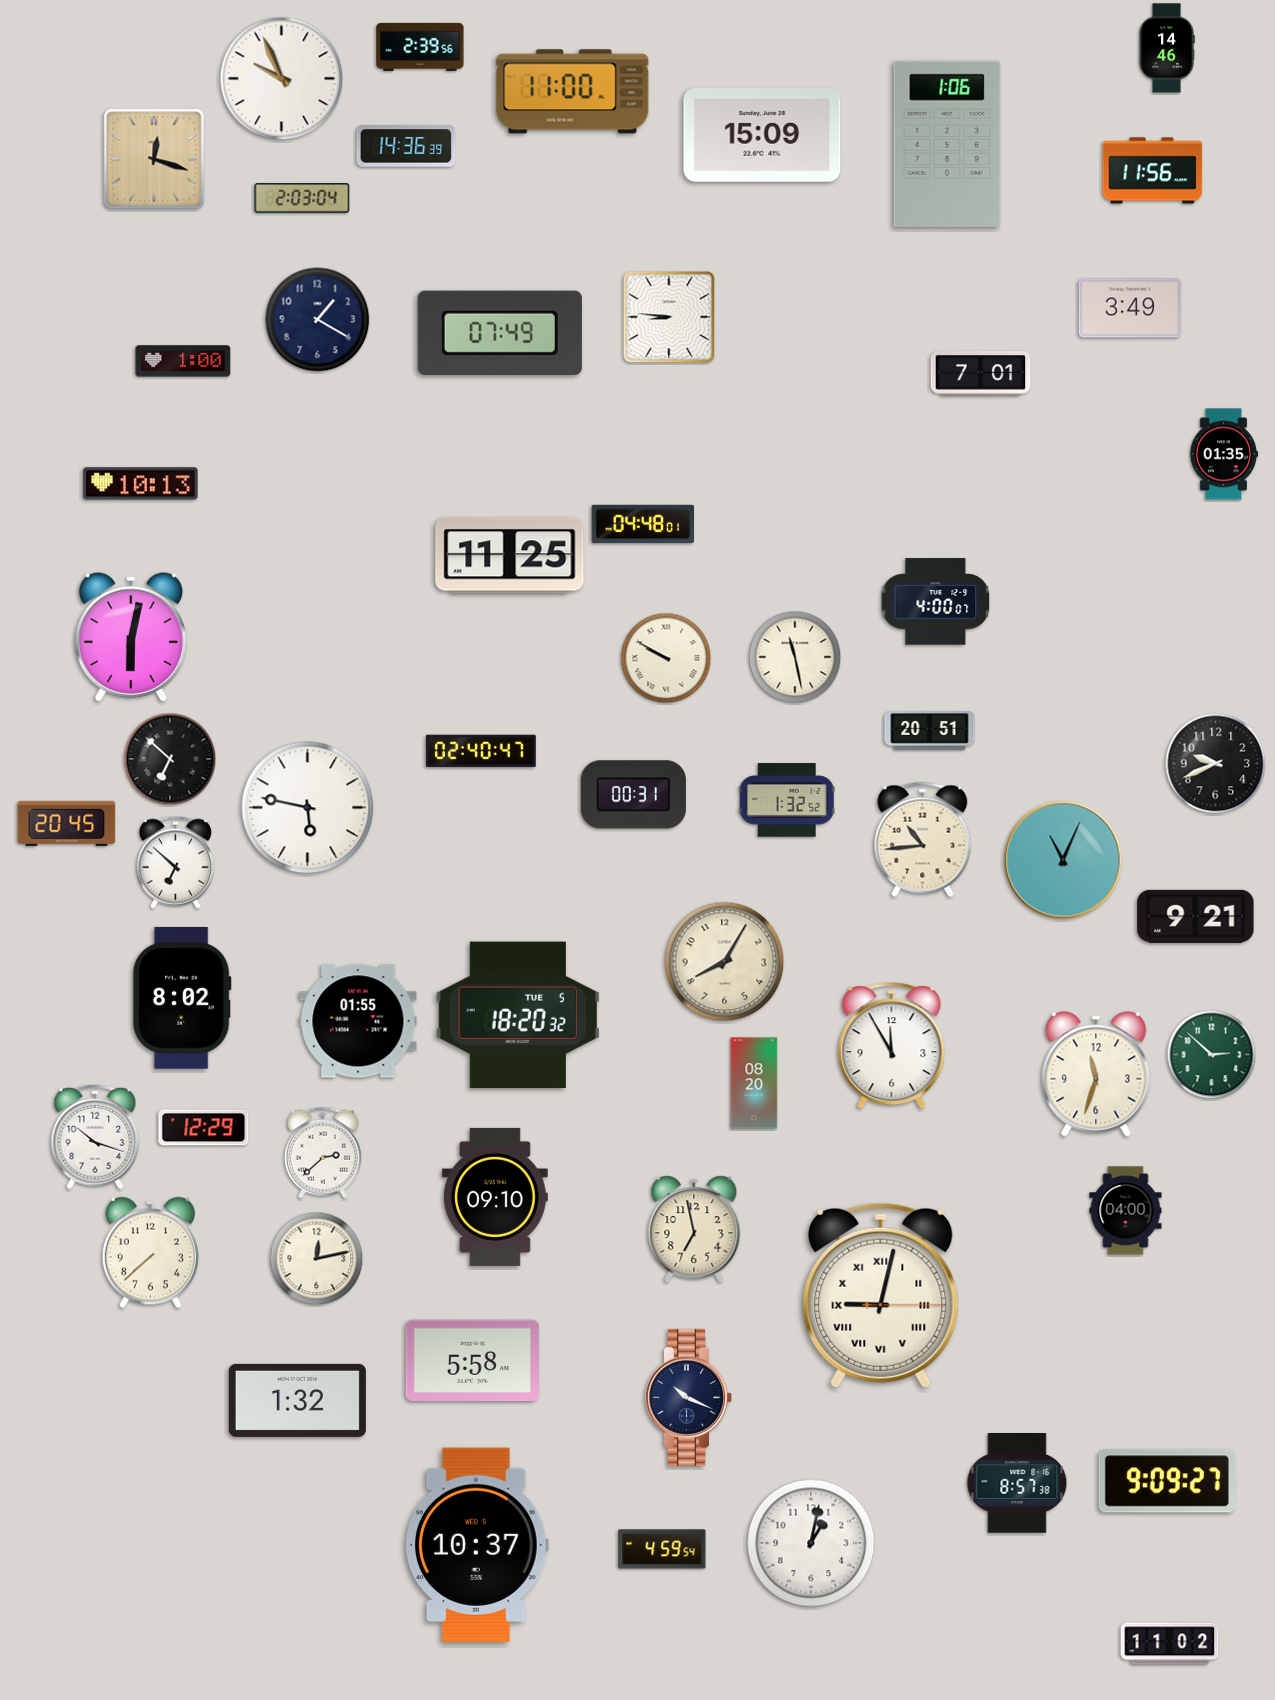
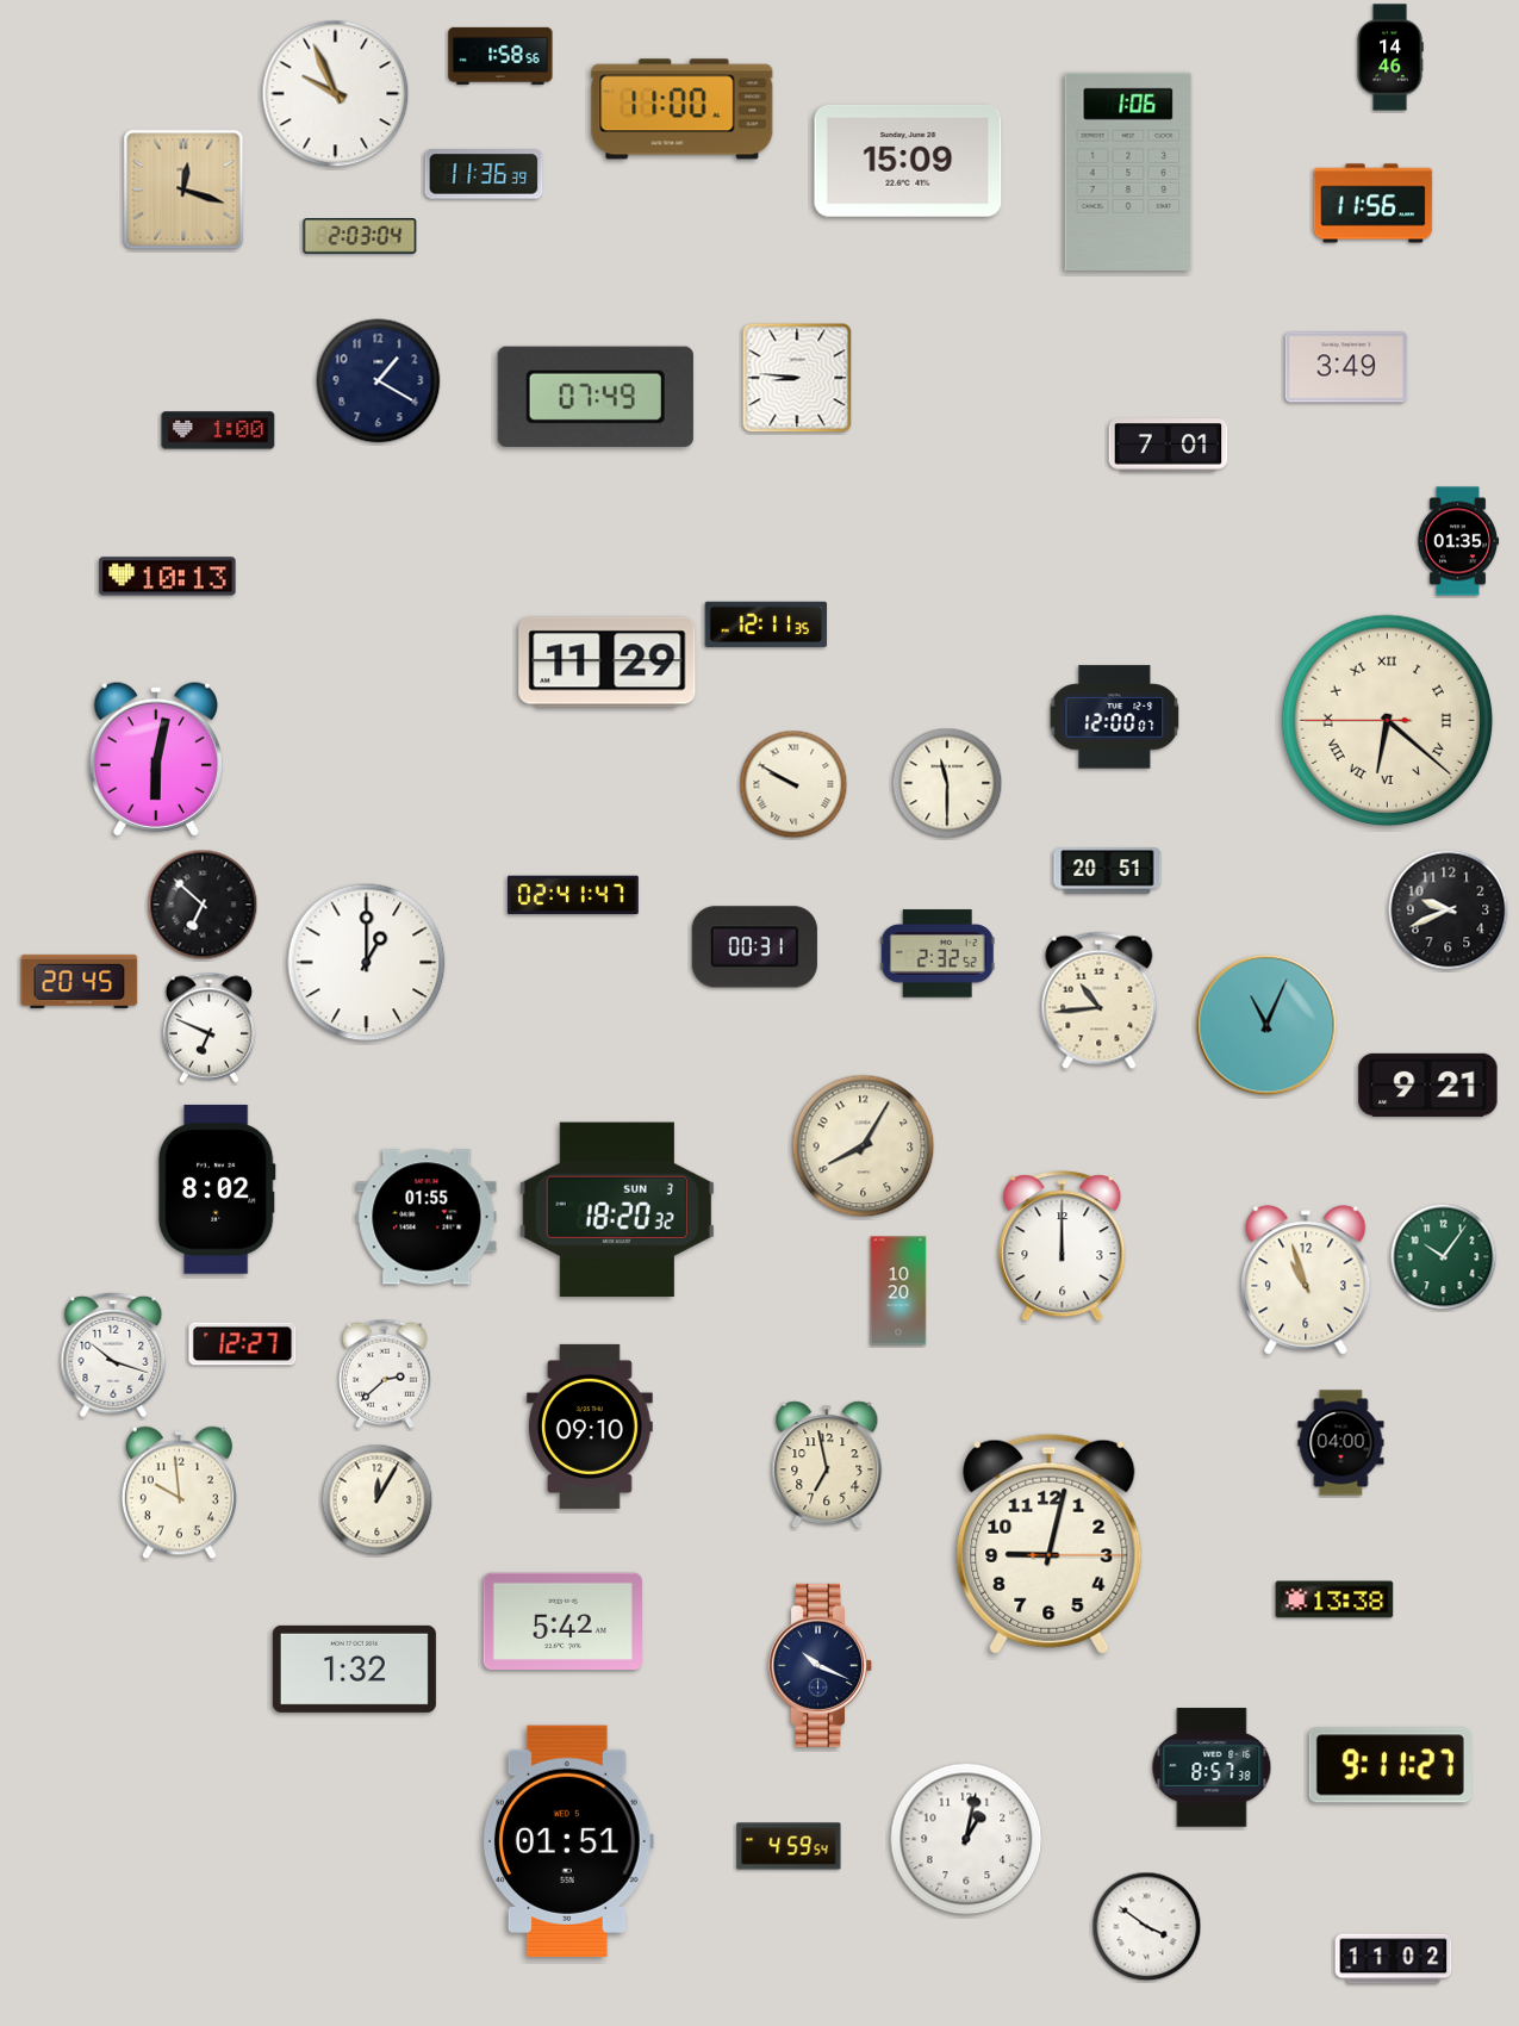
clock at (420, 47): 2:39 -> 1:58
clock at (406, 146): 14:36 -> 11:36
clock at (643, 523): 04:48 -> 12:11
clock at (510, 556): 11:25 -> 11:29
clock at (936, 602): 4:00 -> 12:00
clock at (1388, 721): none -> 6:21
clock at (795, 657): 11:28 -> 11:30
clock at (481, 751): 02:40 -> 02:41
clock at (787, 800): 1:32 -> 2:32
clock at (308, 808): 5:47 -> 1:00
clock at (175, 862): 6:52 -> 6:49
clock at (1196, 916) position: (1196, 916) -> (1428, 1085)
clock at (518, 1014) date: TUE 5 -> SUN 3
clock at (892, 1046): 11:55 -> 12:00
clock at (1212, 1055): 2:52 -> 10:06
clock at (1096, 1074): 11:33 -> 10:57
clock at (754, 1083): 08:20 -> 10:20
clock at (204, 1128): 12:29 -> 12:27
clock at (150, 1253): 7:38 -> 9:59
clock at (317, 1259): 12:13 -> 12:05
clock at (881, 1295) numerals: Roman -> Arabic
clock at (1334, 1599): none -> 13:38
clock at (472, 1361): 5:58 -> 5:42
clock at (1167, 1481): 9:09 -> 9:11
clock at (476, 1545): 10:37 -> 01:51
clock at (1147, 1927): none -> 3:51
